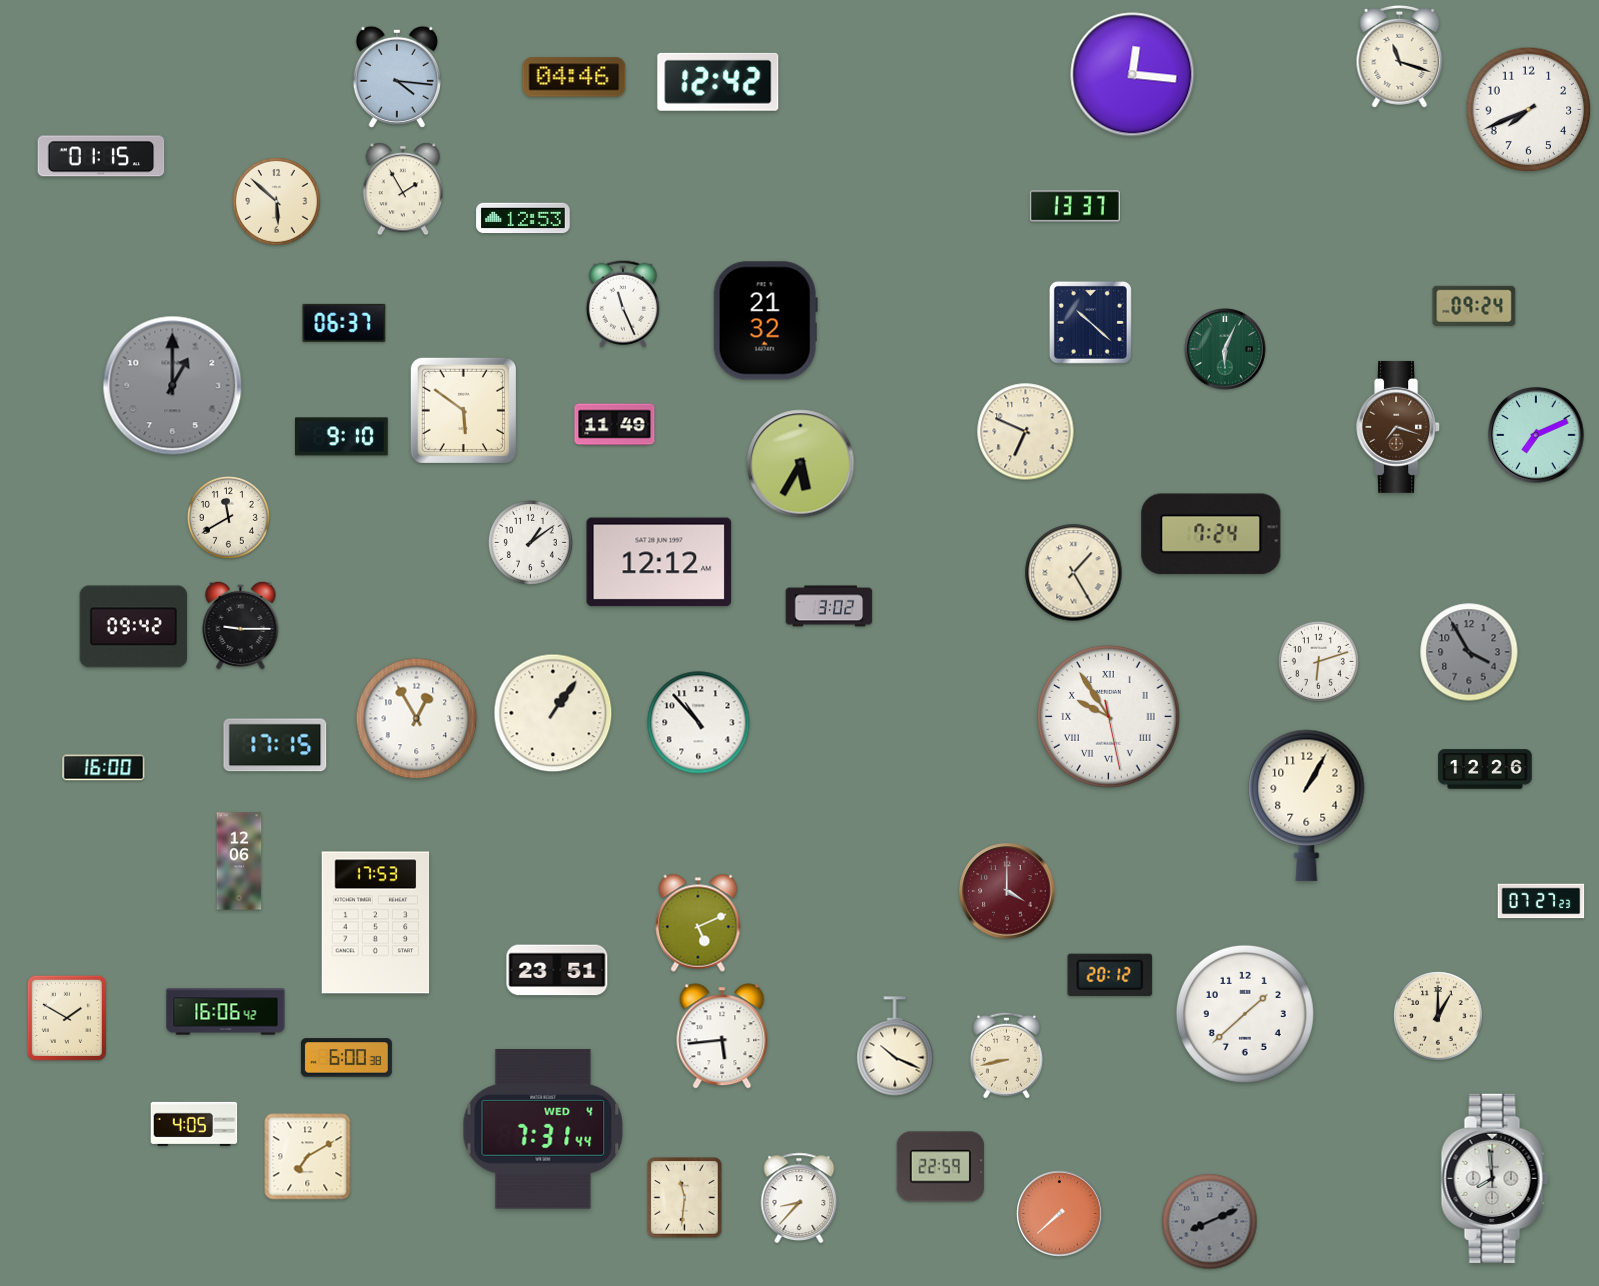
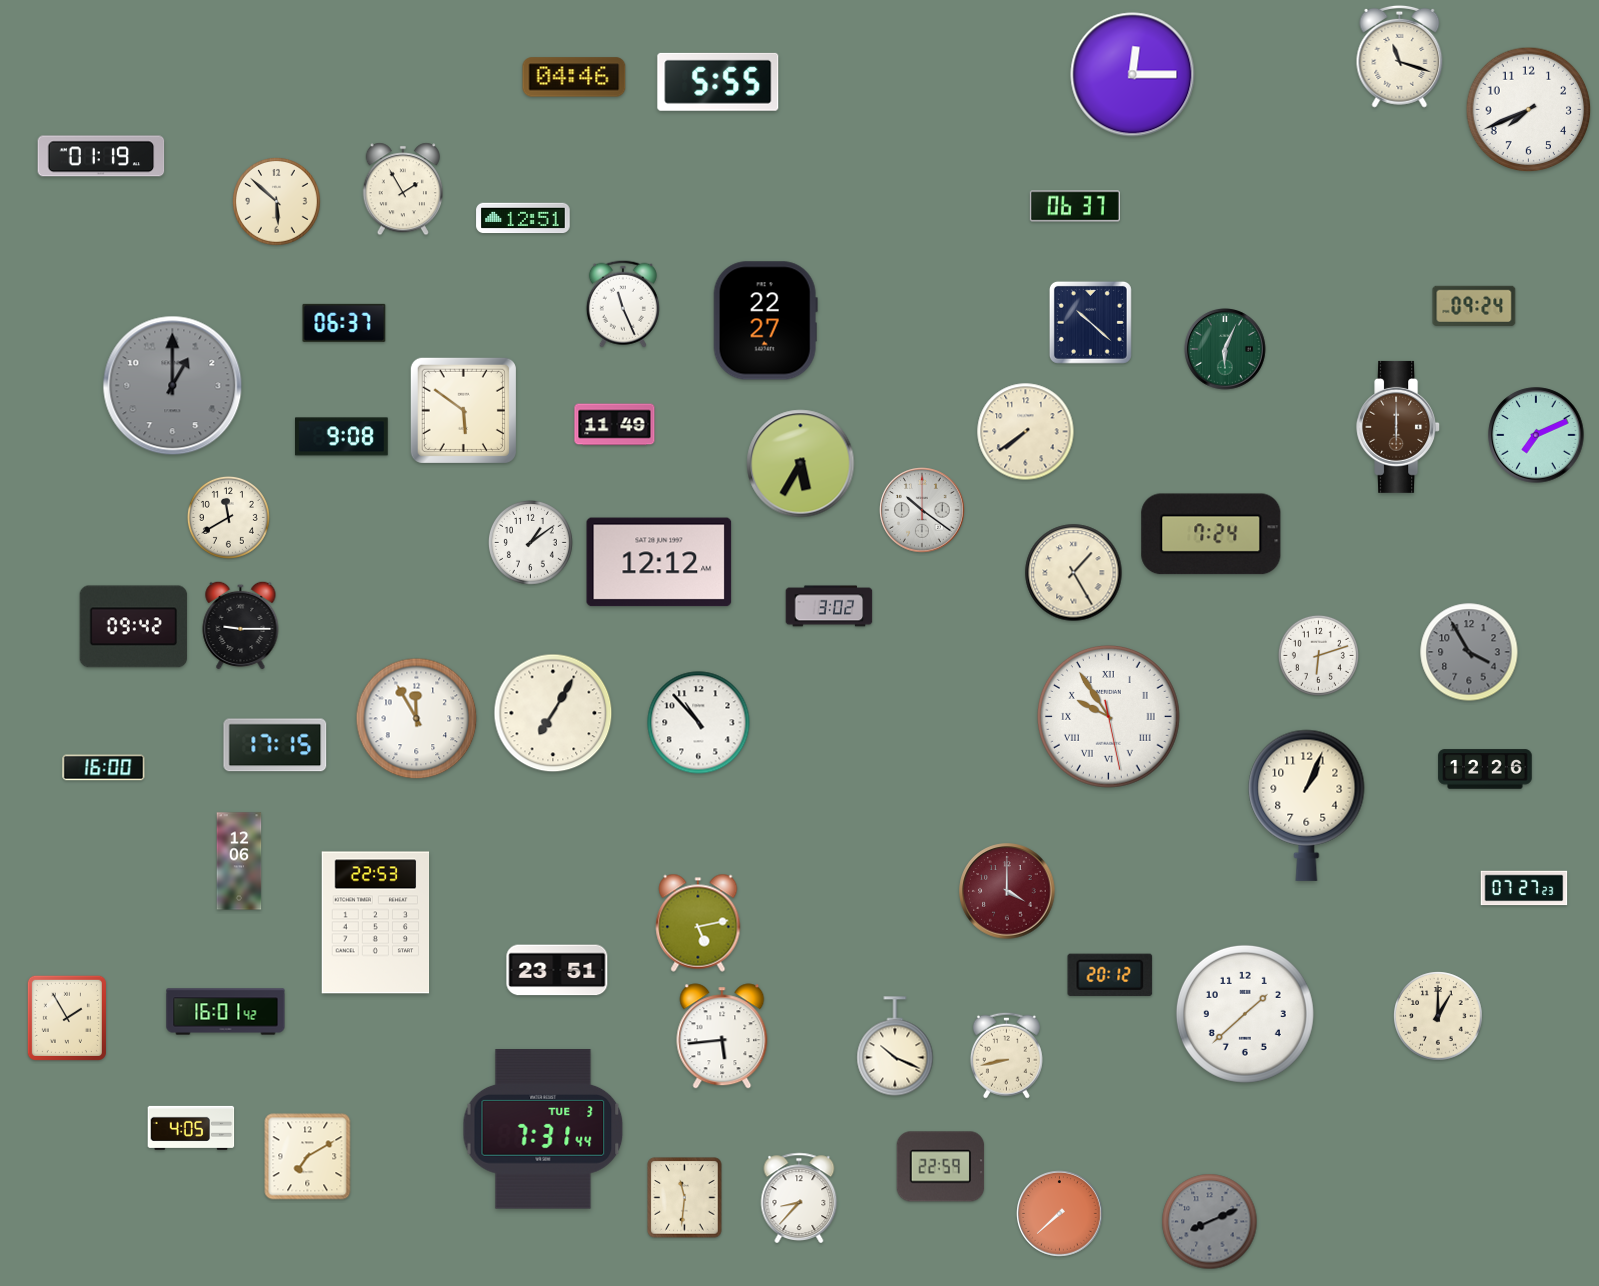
clock at (1133, 75): 12:16 -> 12:15
clock at (397, 77): 4:16 -> none
clock at (718, 82): 12:42 -> 5:55
clock at (101, 156): 01:15 -> 01:19
clock at (1075, 206): 13:37 -> 06:37
clock at (523, 218): 12:53 -> 12:51
clock at (765, 321): 21:32 -> 22:27
clock at (1399, 427): 7:18 -> 6:00
clock at (1026, 432): 6:49 -> 7:39
clock at (342, 437): 9:10 -> 9:08
clock at (922, 510): none -> 10:21
clock at (1318, 661) position: (1318, 661) -> (1318, 655)
clock at (553, 713): 1:06 -> 7:05
clock at (417, 719): 12:55 -> 11:55
clock at (1307, 805): 1:05 -> 1:04
clock at (1541, 901) position: (1541, 901) -> (1524, 888)
clock at (376, 923): 17:53 -> 22:53
clock at (698, 923): 5:11 -> 5:13
clock at (226, 1012): 16:06 -> 16:01
clock at (67, 1018): 1:50 -> 1:55
clock at (346, 1058): 6:00 -> none
clock at (194, 1124) position: (194, 1124) -> (191, 1128)
clock at (543, 1129) date: WED 4 -> TUE 3
clock at (1494, 1178): 7:59 -> none
